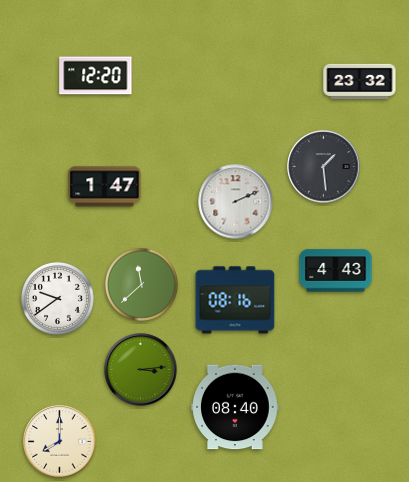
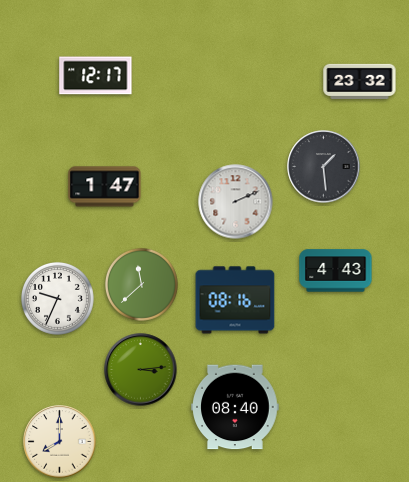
clock at (96, 76): 12:20 -> 12:17
clock at (58, 299): 9:39 -> 9:34
